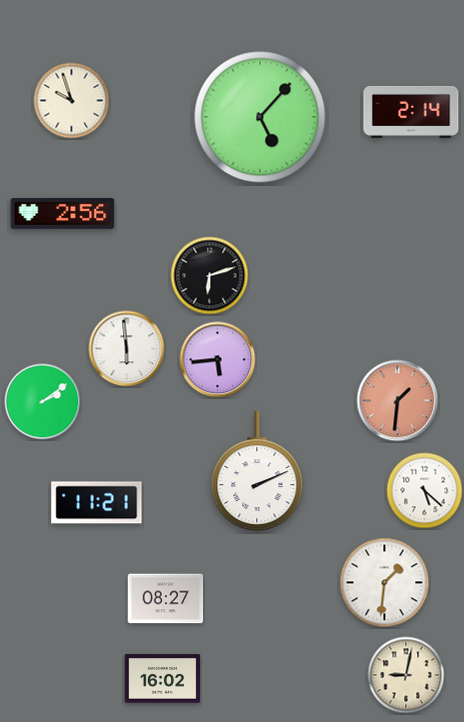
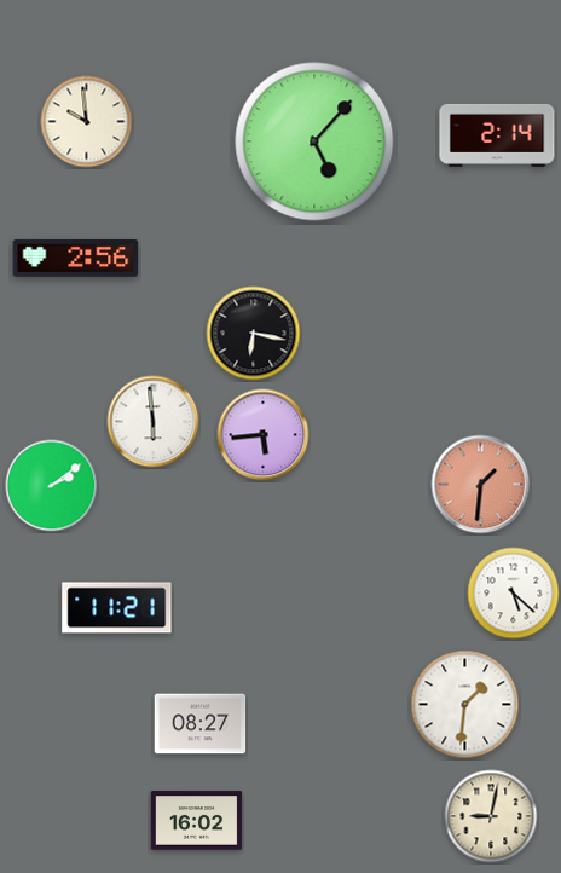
clock at (72, 101): 9:57 -> 9:59
clock at (210, 276): 6:12 -> 6:17
clock at (257, 472): 2:11 -> none
